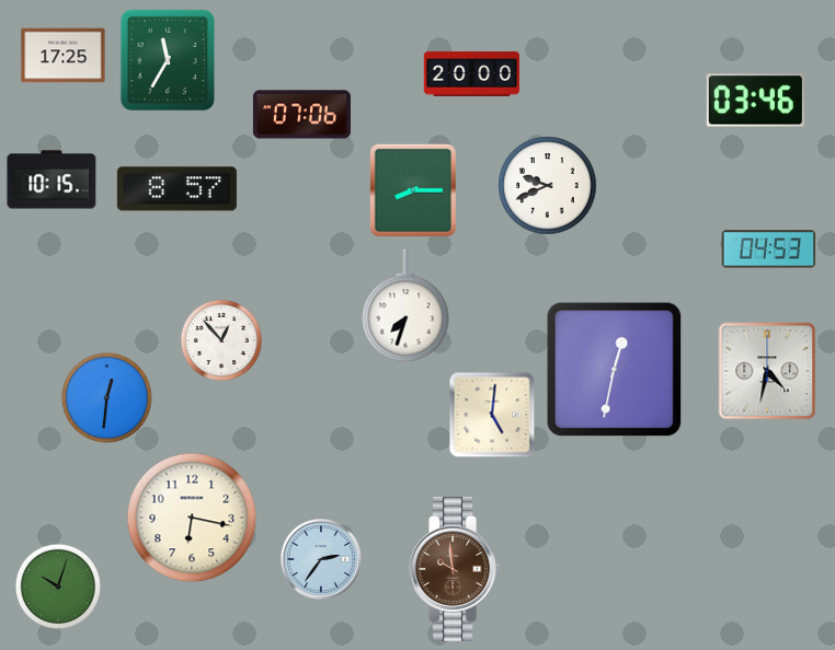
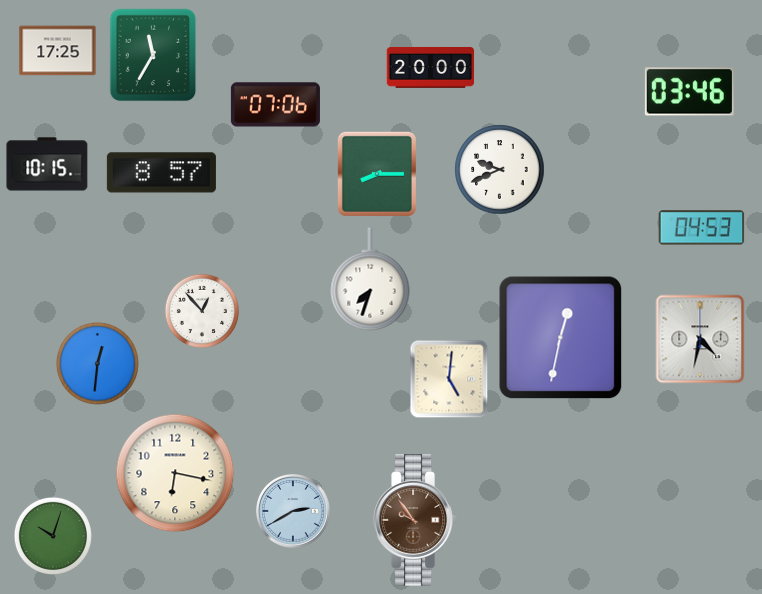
clock at (322, 560): 2:36 -> 2:40
clock at (455, 570): 9:59 -> 9:54
